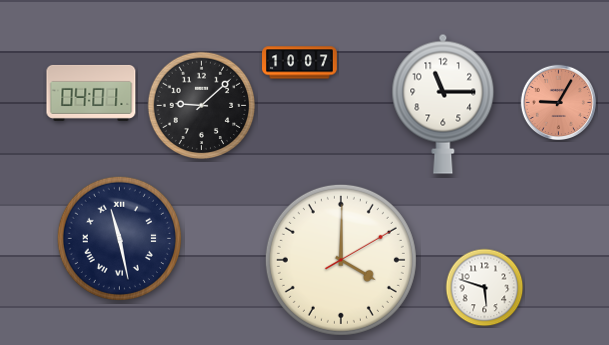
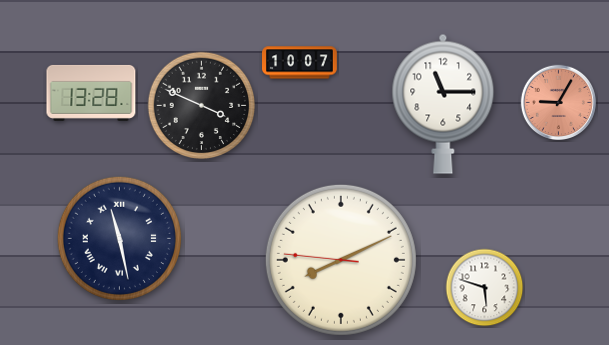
clock at (91, 93): 04:01 -> 13:28
clock at (202, 106): 9:08 -> 3:49
clock at (341, 260): 4:00 -> 8:10
